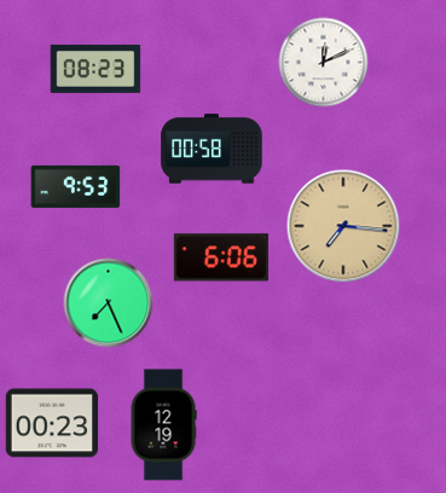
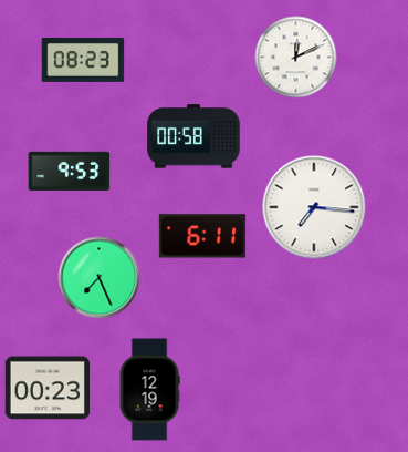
clock at (95, 69) position: (95, 69) -> (83, 60)
clock at (343, 226) dial: champagne -> white
clock at (221, 257): 6:06 -> 6:11
